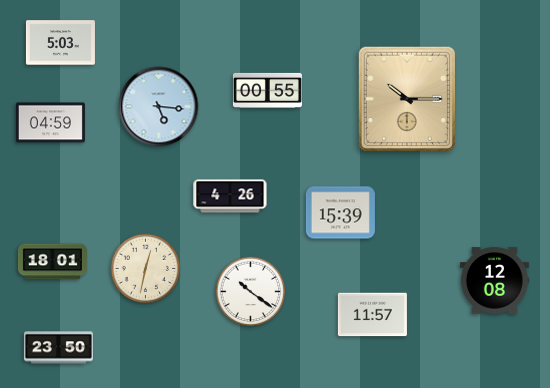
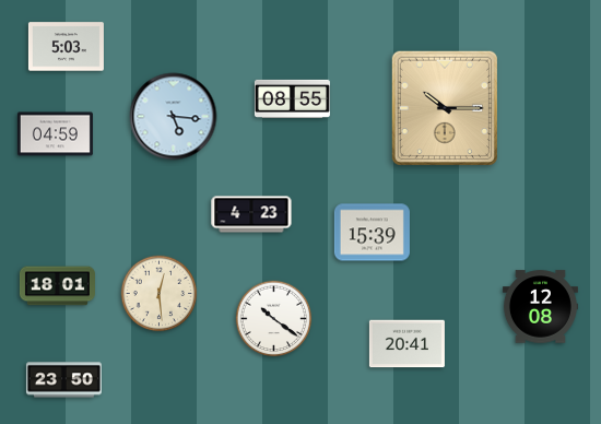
clock at (267, 90): 00:55 -> 08:55
clock at (230, 196): 4:26 -> 4:23
clock at (146, 269): 12:32 -> 12:29
clock at (372, 315): 11:57 -> 20:41
